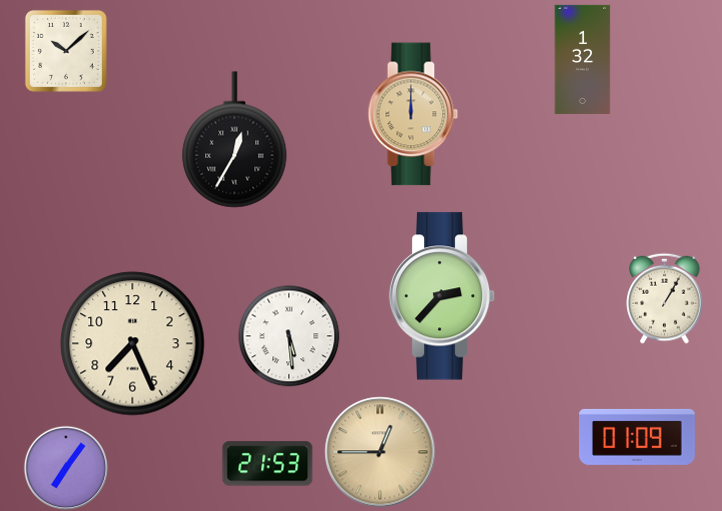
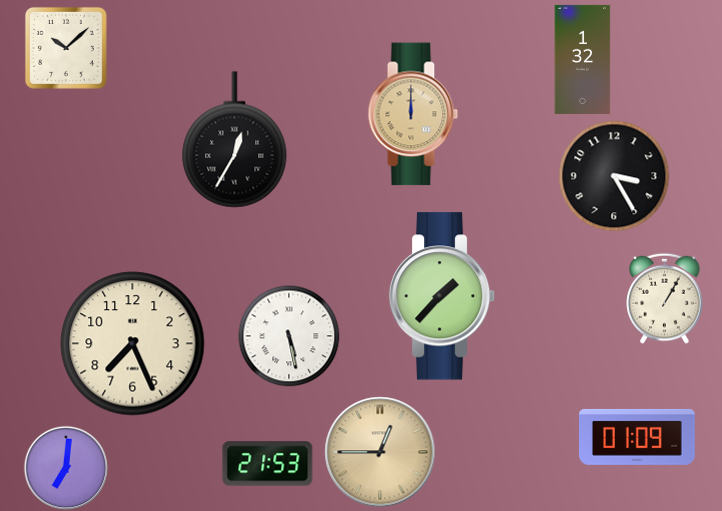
clock at (66, 51) position: (66, 51) -> (66, 48)
clock at (614, 176): none -> 3:25
clock at (442, 296): 2:37 -> 1:37
clock at (289, 336): 5:29 -> 5:28
clock at (66, 468): 7:06 -> 7:01
